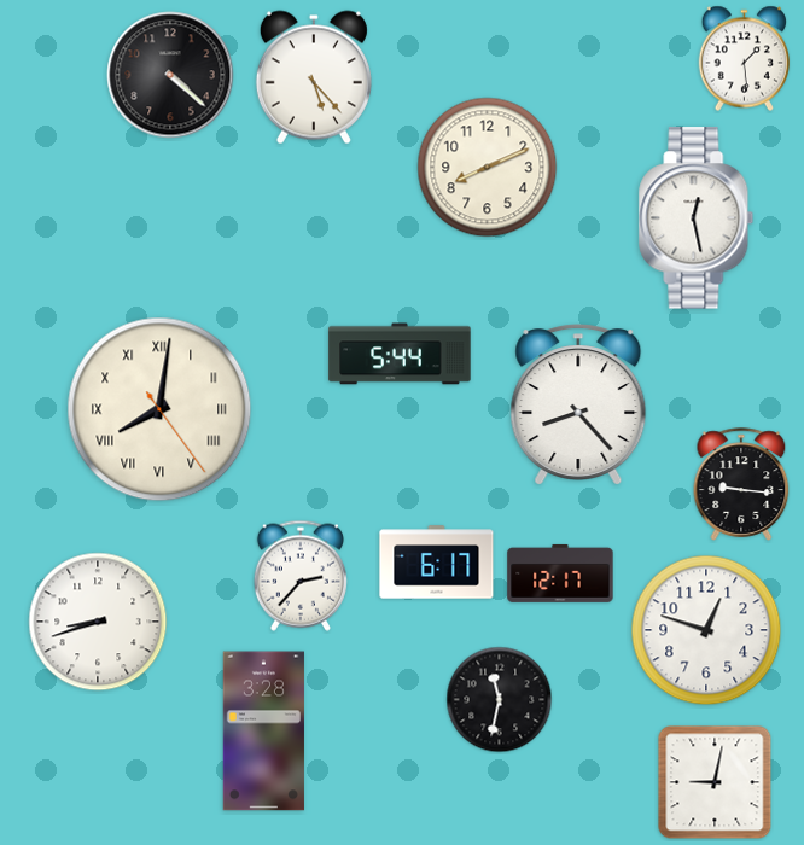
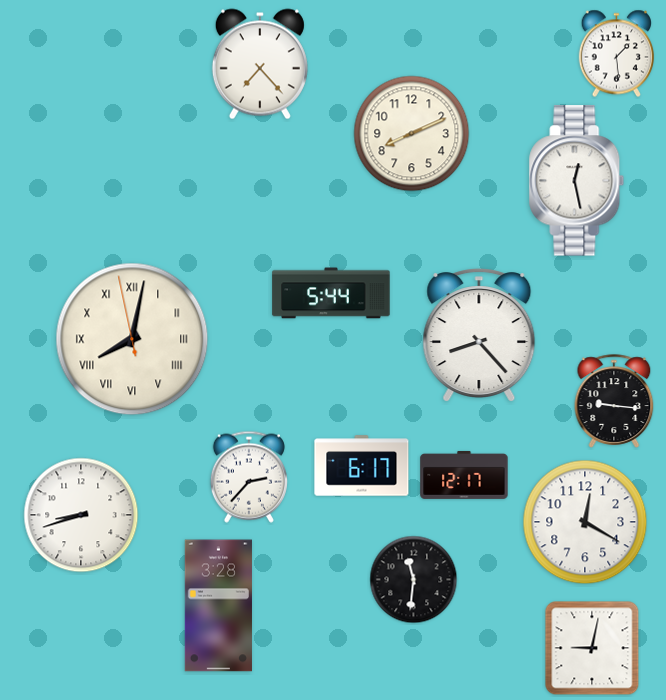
clock at (744, 59) position: (744, 59) -> (616, 54)
clock at (170, 75): 4:22 -> none
clock at (314, 77): 5:23 -> 7:23
clock at (488, 168) position: (488, 168) -> (412, 134)
clock at (159, 409): 8:01:24 -> 8:01:58
clock at (706, 630): 12:48 -> 12:20
clock at (500, 700): 11:32 -> 11:31
